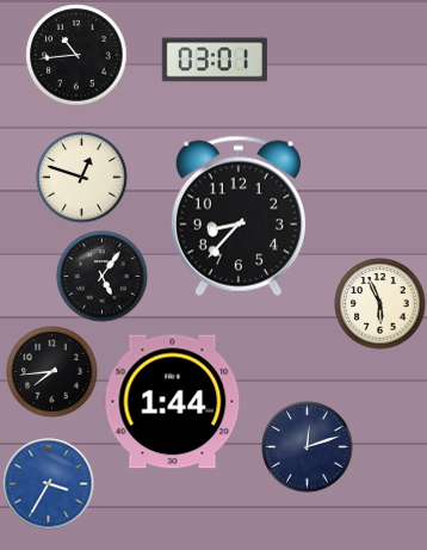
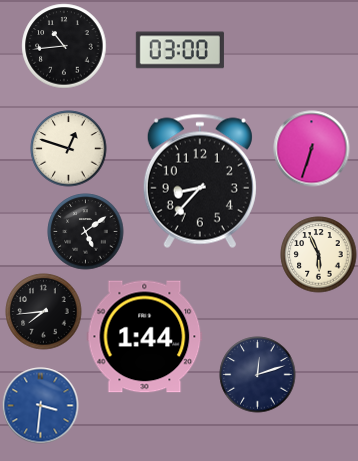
clock at (215, 60): 03:01 -> 03:00
clock at (312, 149): none -> 6:33
clock at (103, 277): 5:06 -> 5:09
clock at (49, 484): 3:35 -> 3:31
